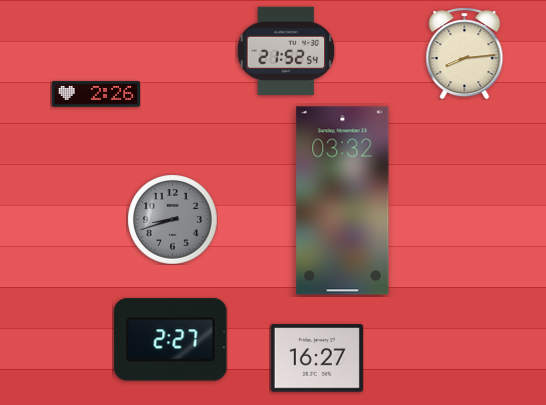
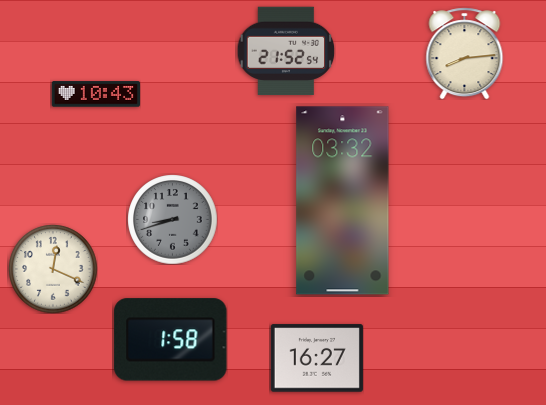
clock at (95, 94): 2:26 -> 10:43
clock at (53, 269): none -> 12:19
clock at (171, 340): 2:27 -> 1:58
